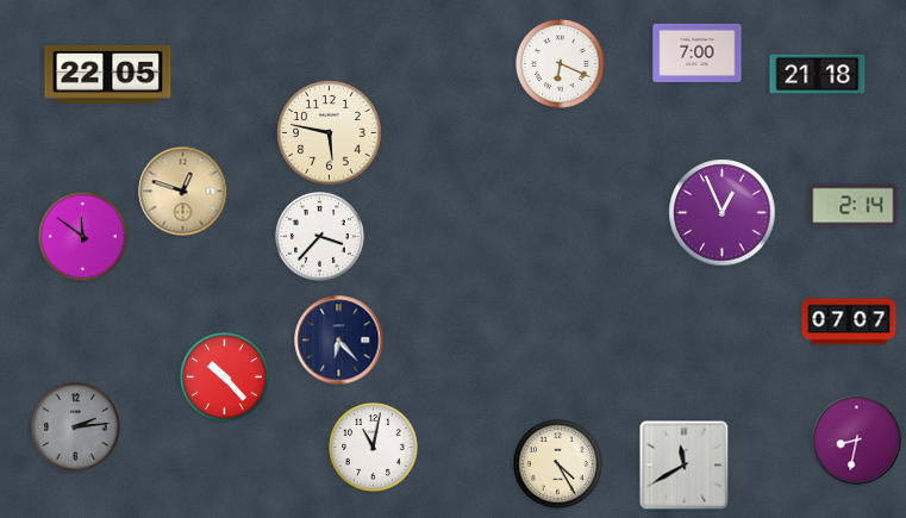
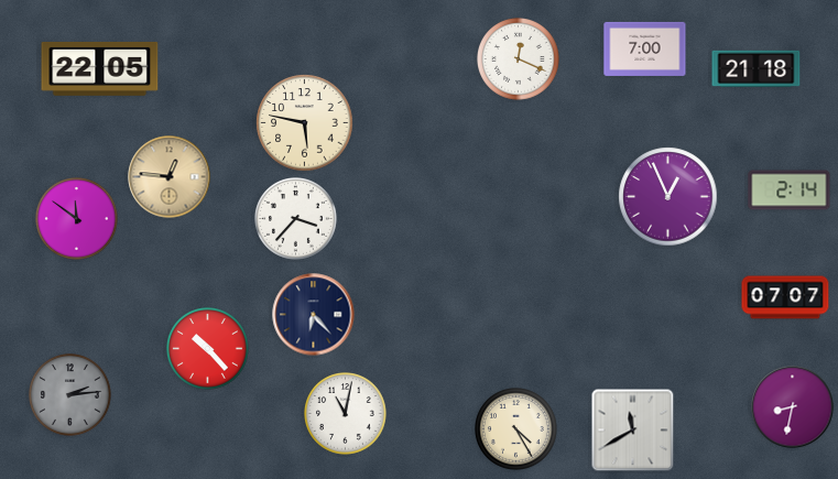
clock at (561, 64): 6:19 -> 12:19
clock at (183, 192): 12:48 -> 12:46
